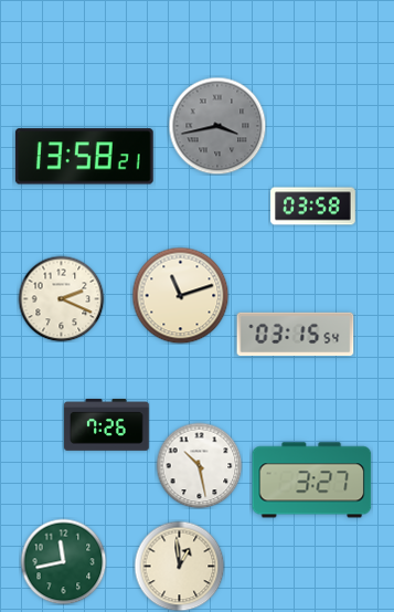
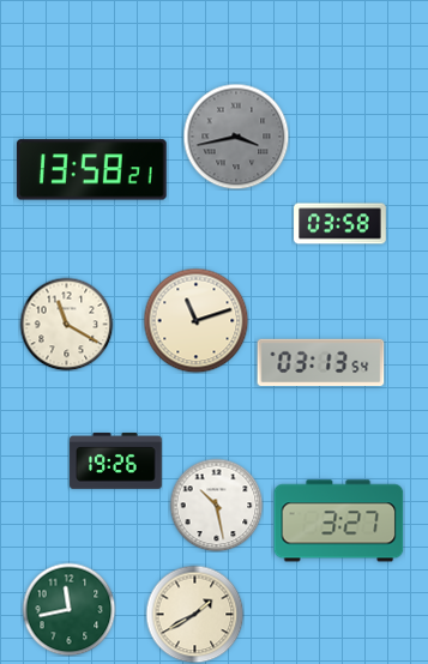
clock at (61, 298): 2:19 -> 11:20
clock at (296, 335): 03:15 -> 03:13
clock at (107, 425): 7:26 -> 19:26
clock at (179, 566): 12:59 -> 1:40
